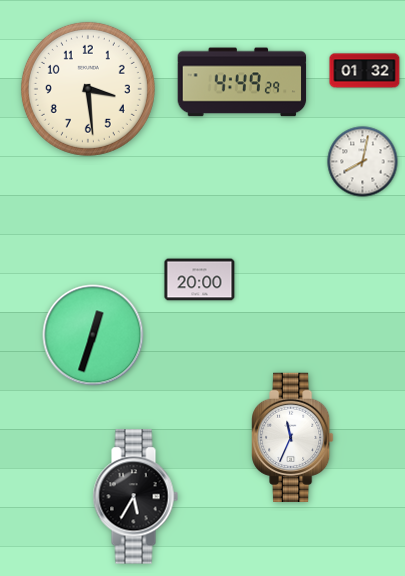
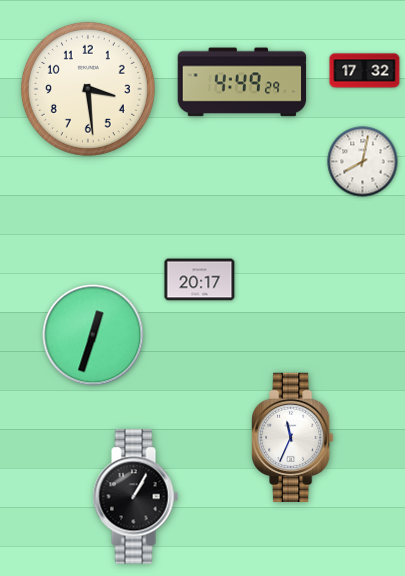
clock at (365, 71): 01:32 -> 17:32
clock at (200, 280): 20:00 -> 20:17
clock at (135, 497): 5:35 -> 1:05
